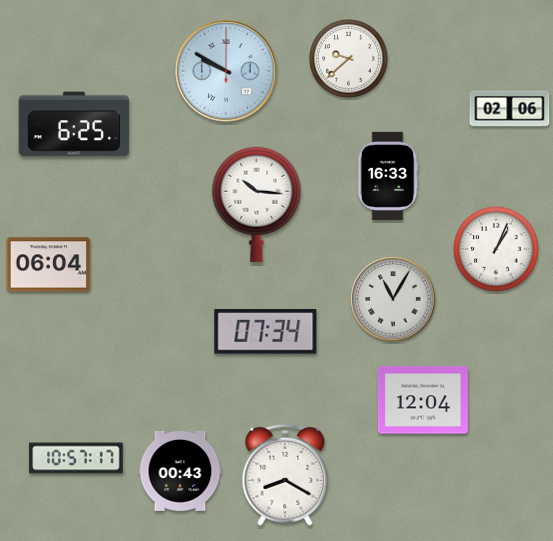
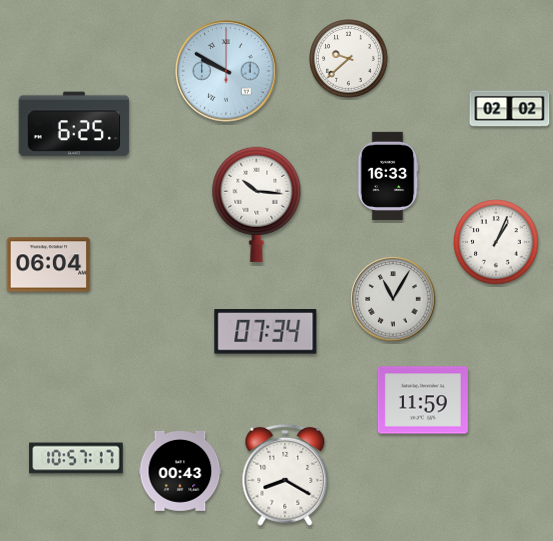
clock at (510, 109): 02:06 -> 02:02
clock at (496, 249) position: (496, 249) -> (496, 242)
clock at (423, 400): 12:04 -> 11:59
